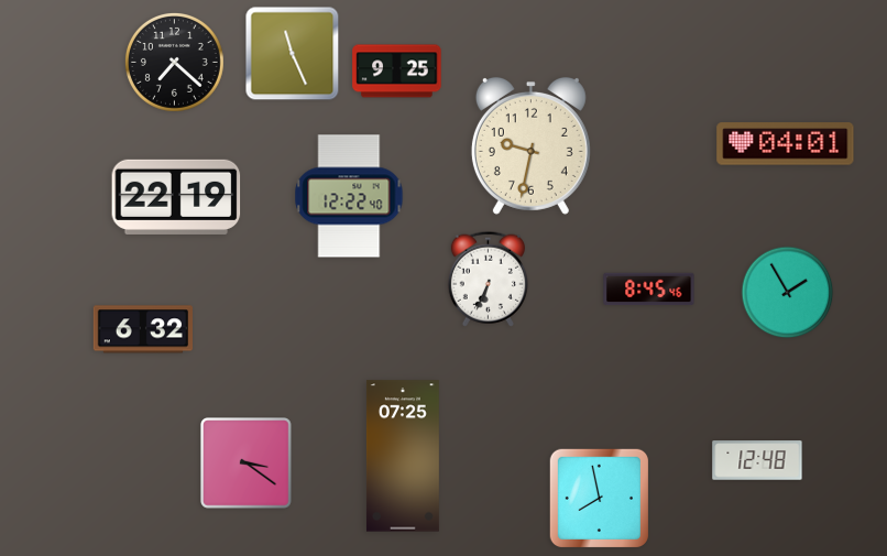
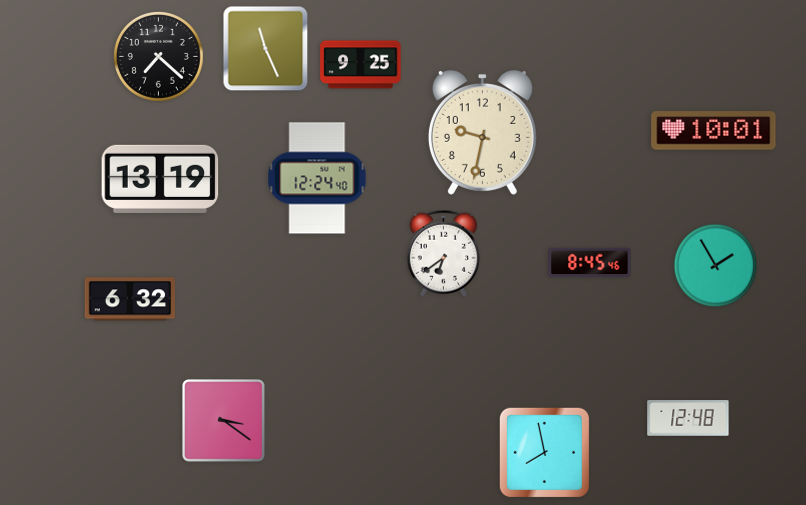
clock at (786, 144): 04:01 -> 10:01
clock at (349, 196): 12:22 -> 12:24
clock at (176, 197): 22:19 -> 13:19
clock at (488, 279): 6:34 -> 6:39
clock at (403, 456): 07:25 -> none
